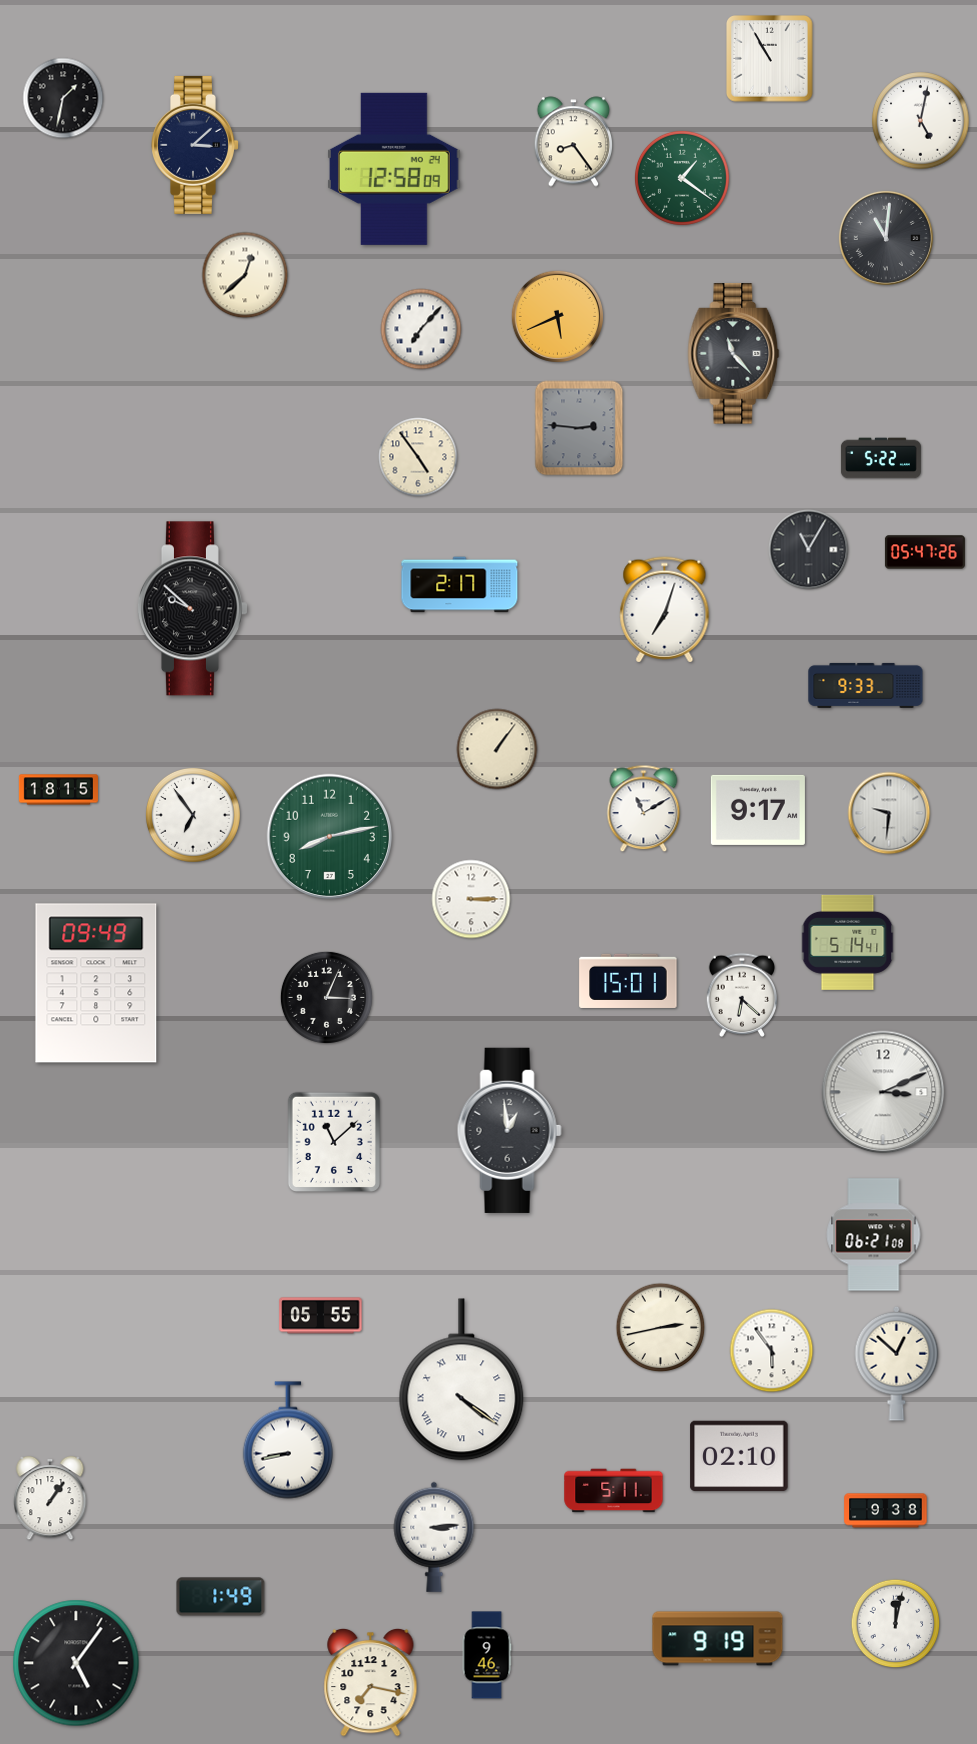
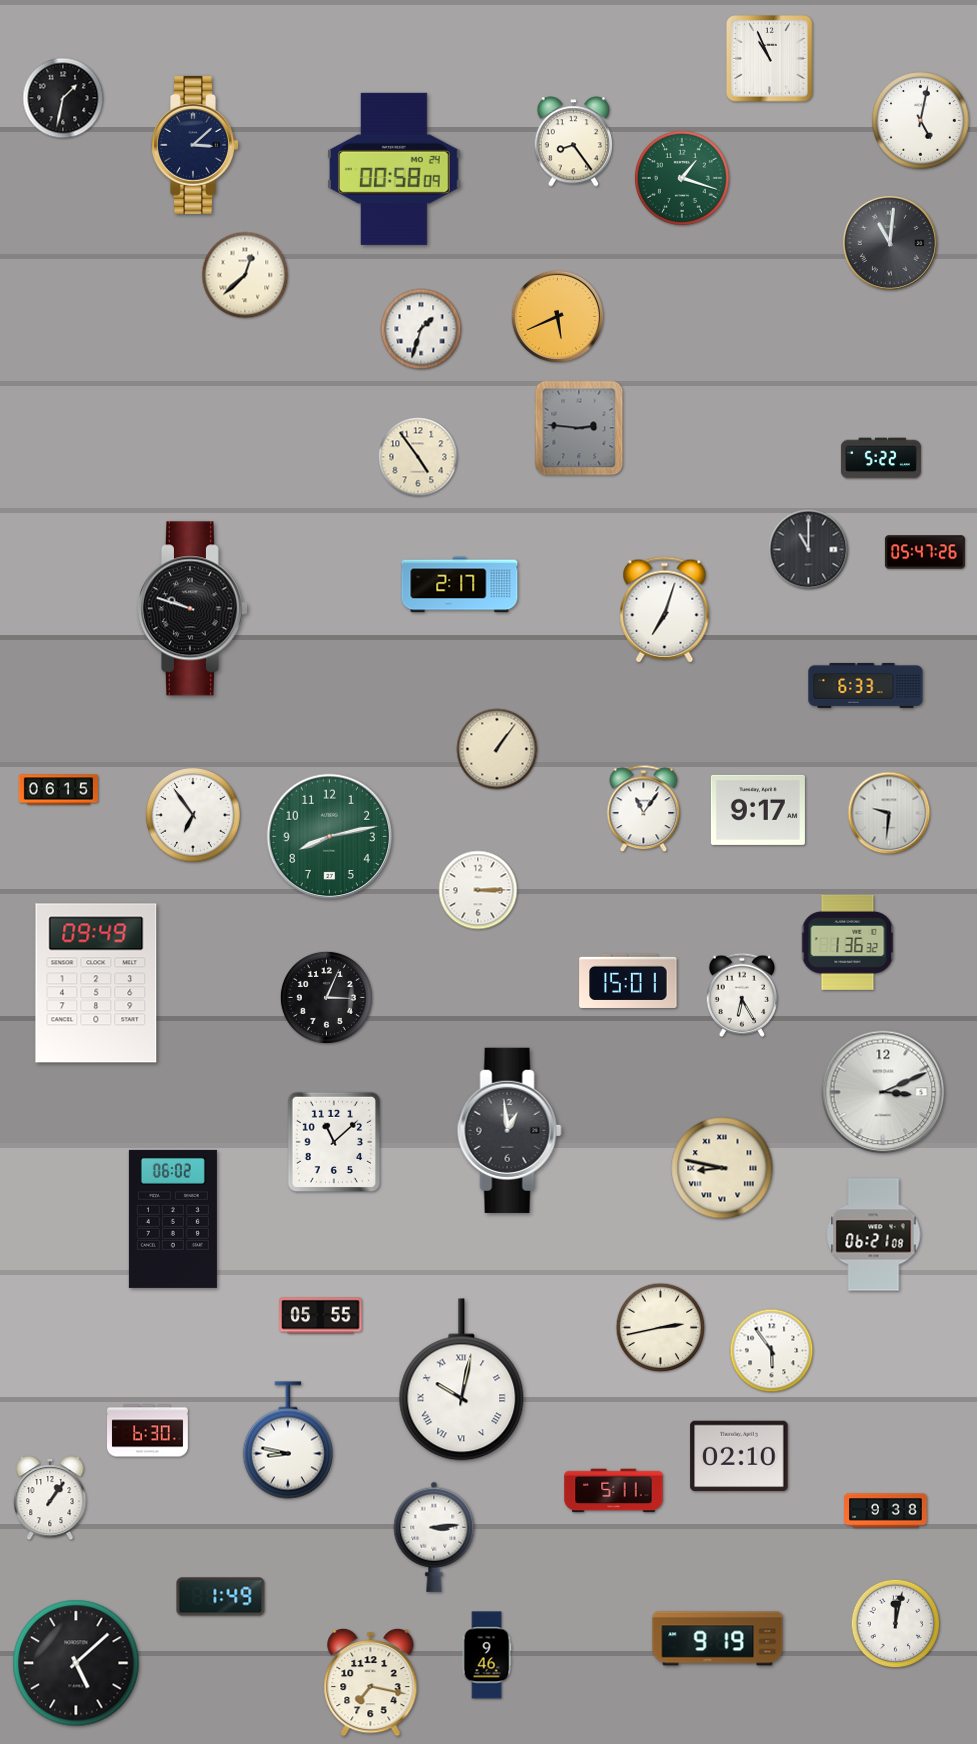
clock at (770, 59): 10:55 -> 10:56
clock at (395, 169): 12:58 -> 00:58
clock at (682, 178): 1:21 -> 1:18
clock at (886, 238) position: (886, 238) -> (890, 243)
clock at (421, 329): 7:07 -> 1:33
clock at (734, 354): 11:23 -> none
clock at (809, 550): 11:05 -> 11:00
clock at (192, 609): 9:52 -> 9:48
clock at (866, 685): 9:33 -> 6:33
clock at (58, 790): 18:15 -> 06:15
clock at (644, 809): 11:10 -> 11:06
clock at (471, 899) position: (471, 899) -> (478, 890)
clock at (848, 942): 5:14 -> 1:36
clock at (741, 995): 6:22 -> 6:25
clock at (722, 1168): none -> 8:47
clock at (173, 1219): none -> 06:02
clock at (897, 1363): 12:52 -> none
clock at (462, 1380): 4:21 -> 10:02
clock at (148, 1431): none -> 6:30
clock at (288, 1440): 8:43 -> 8:47
clock at (76, 1663): 5:06 -> 5:08
